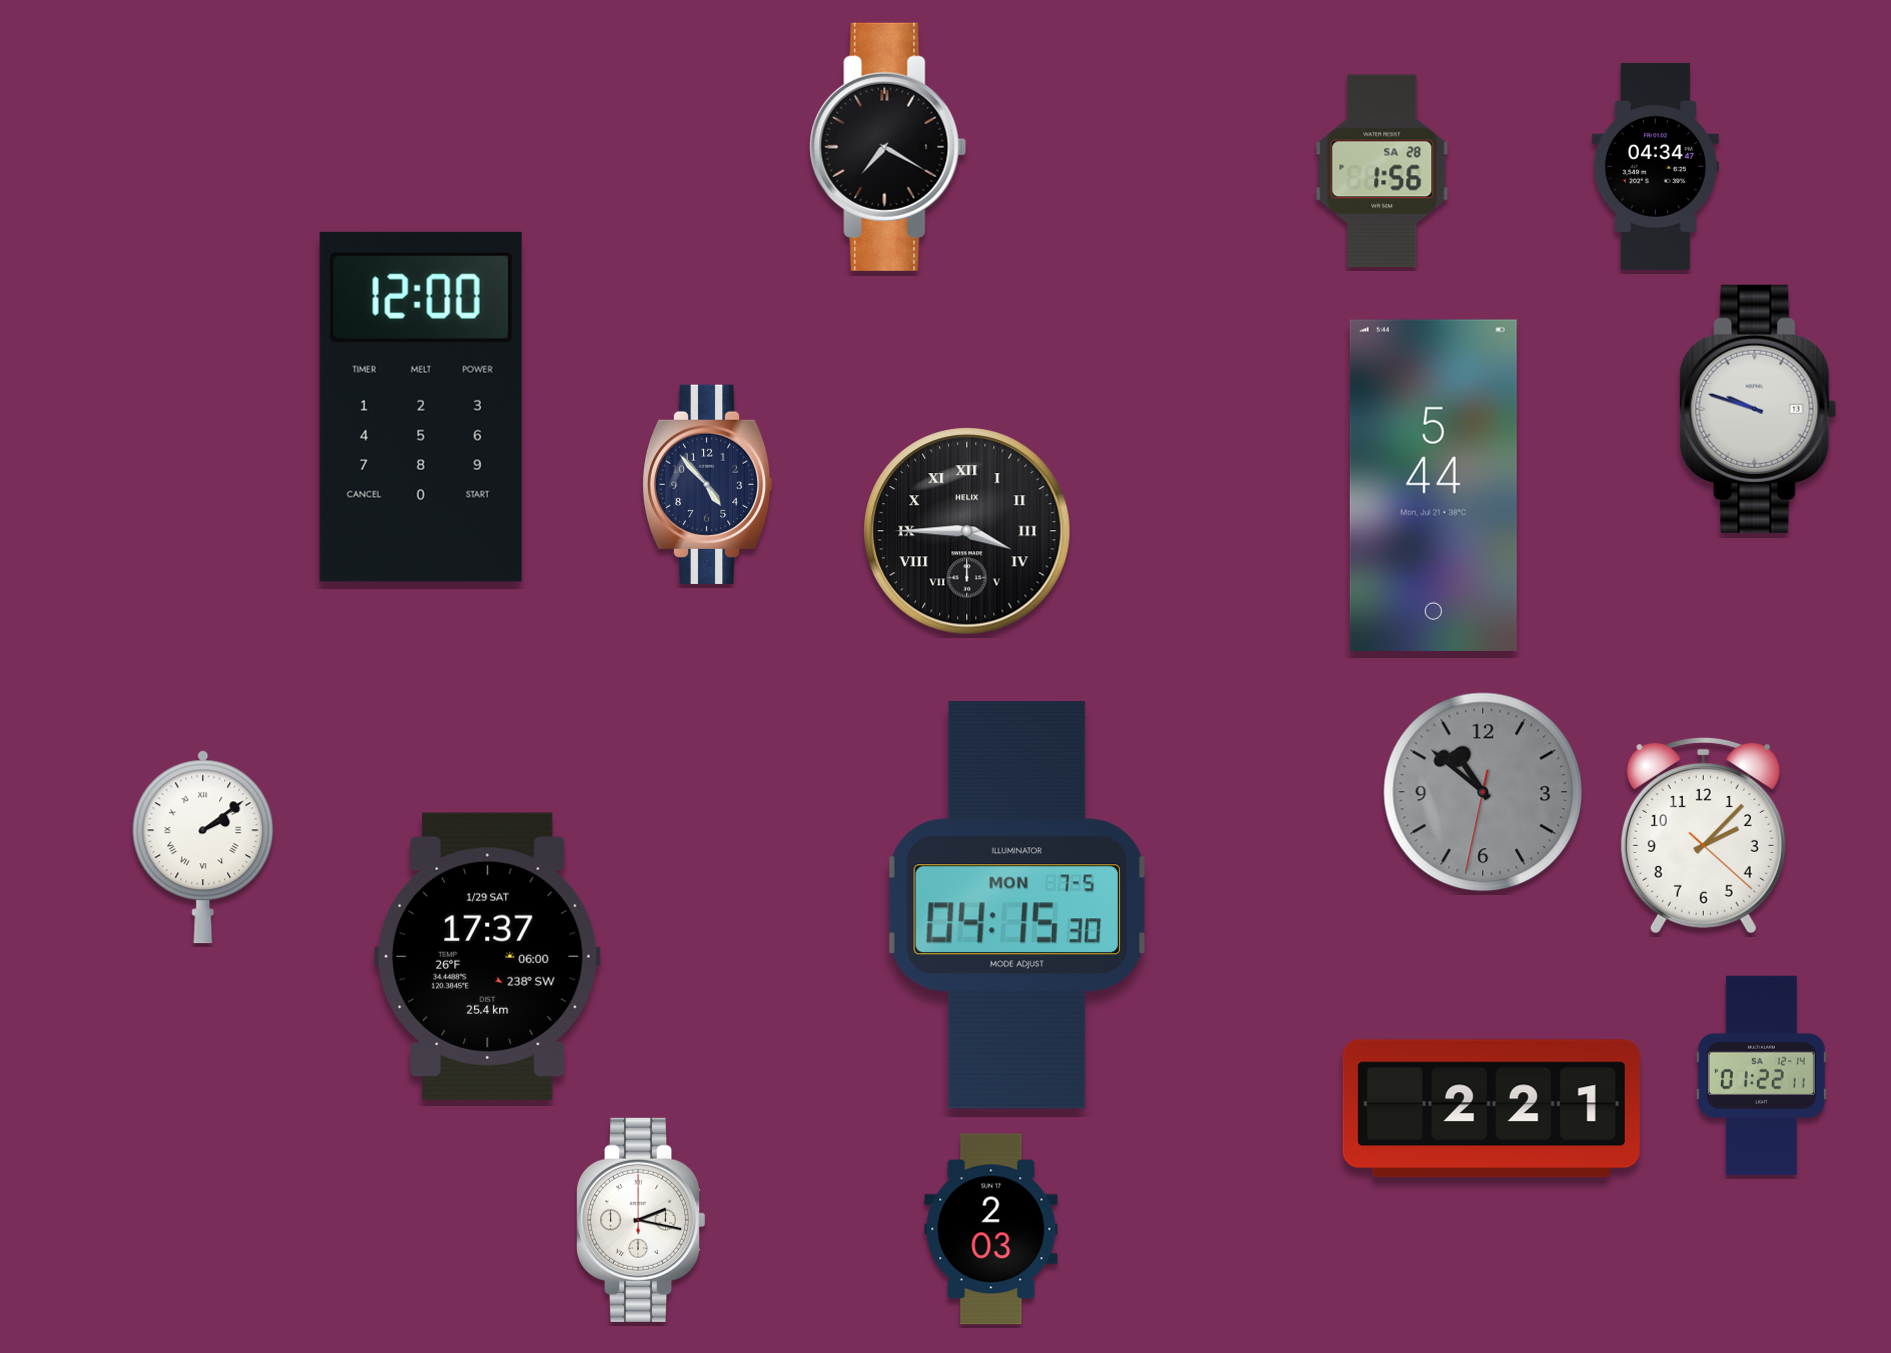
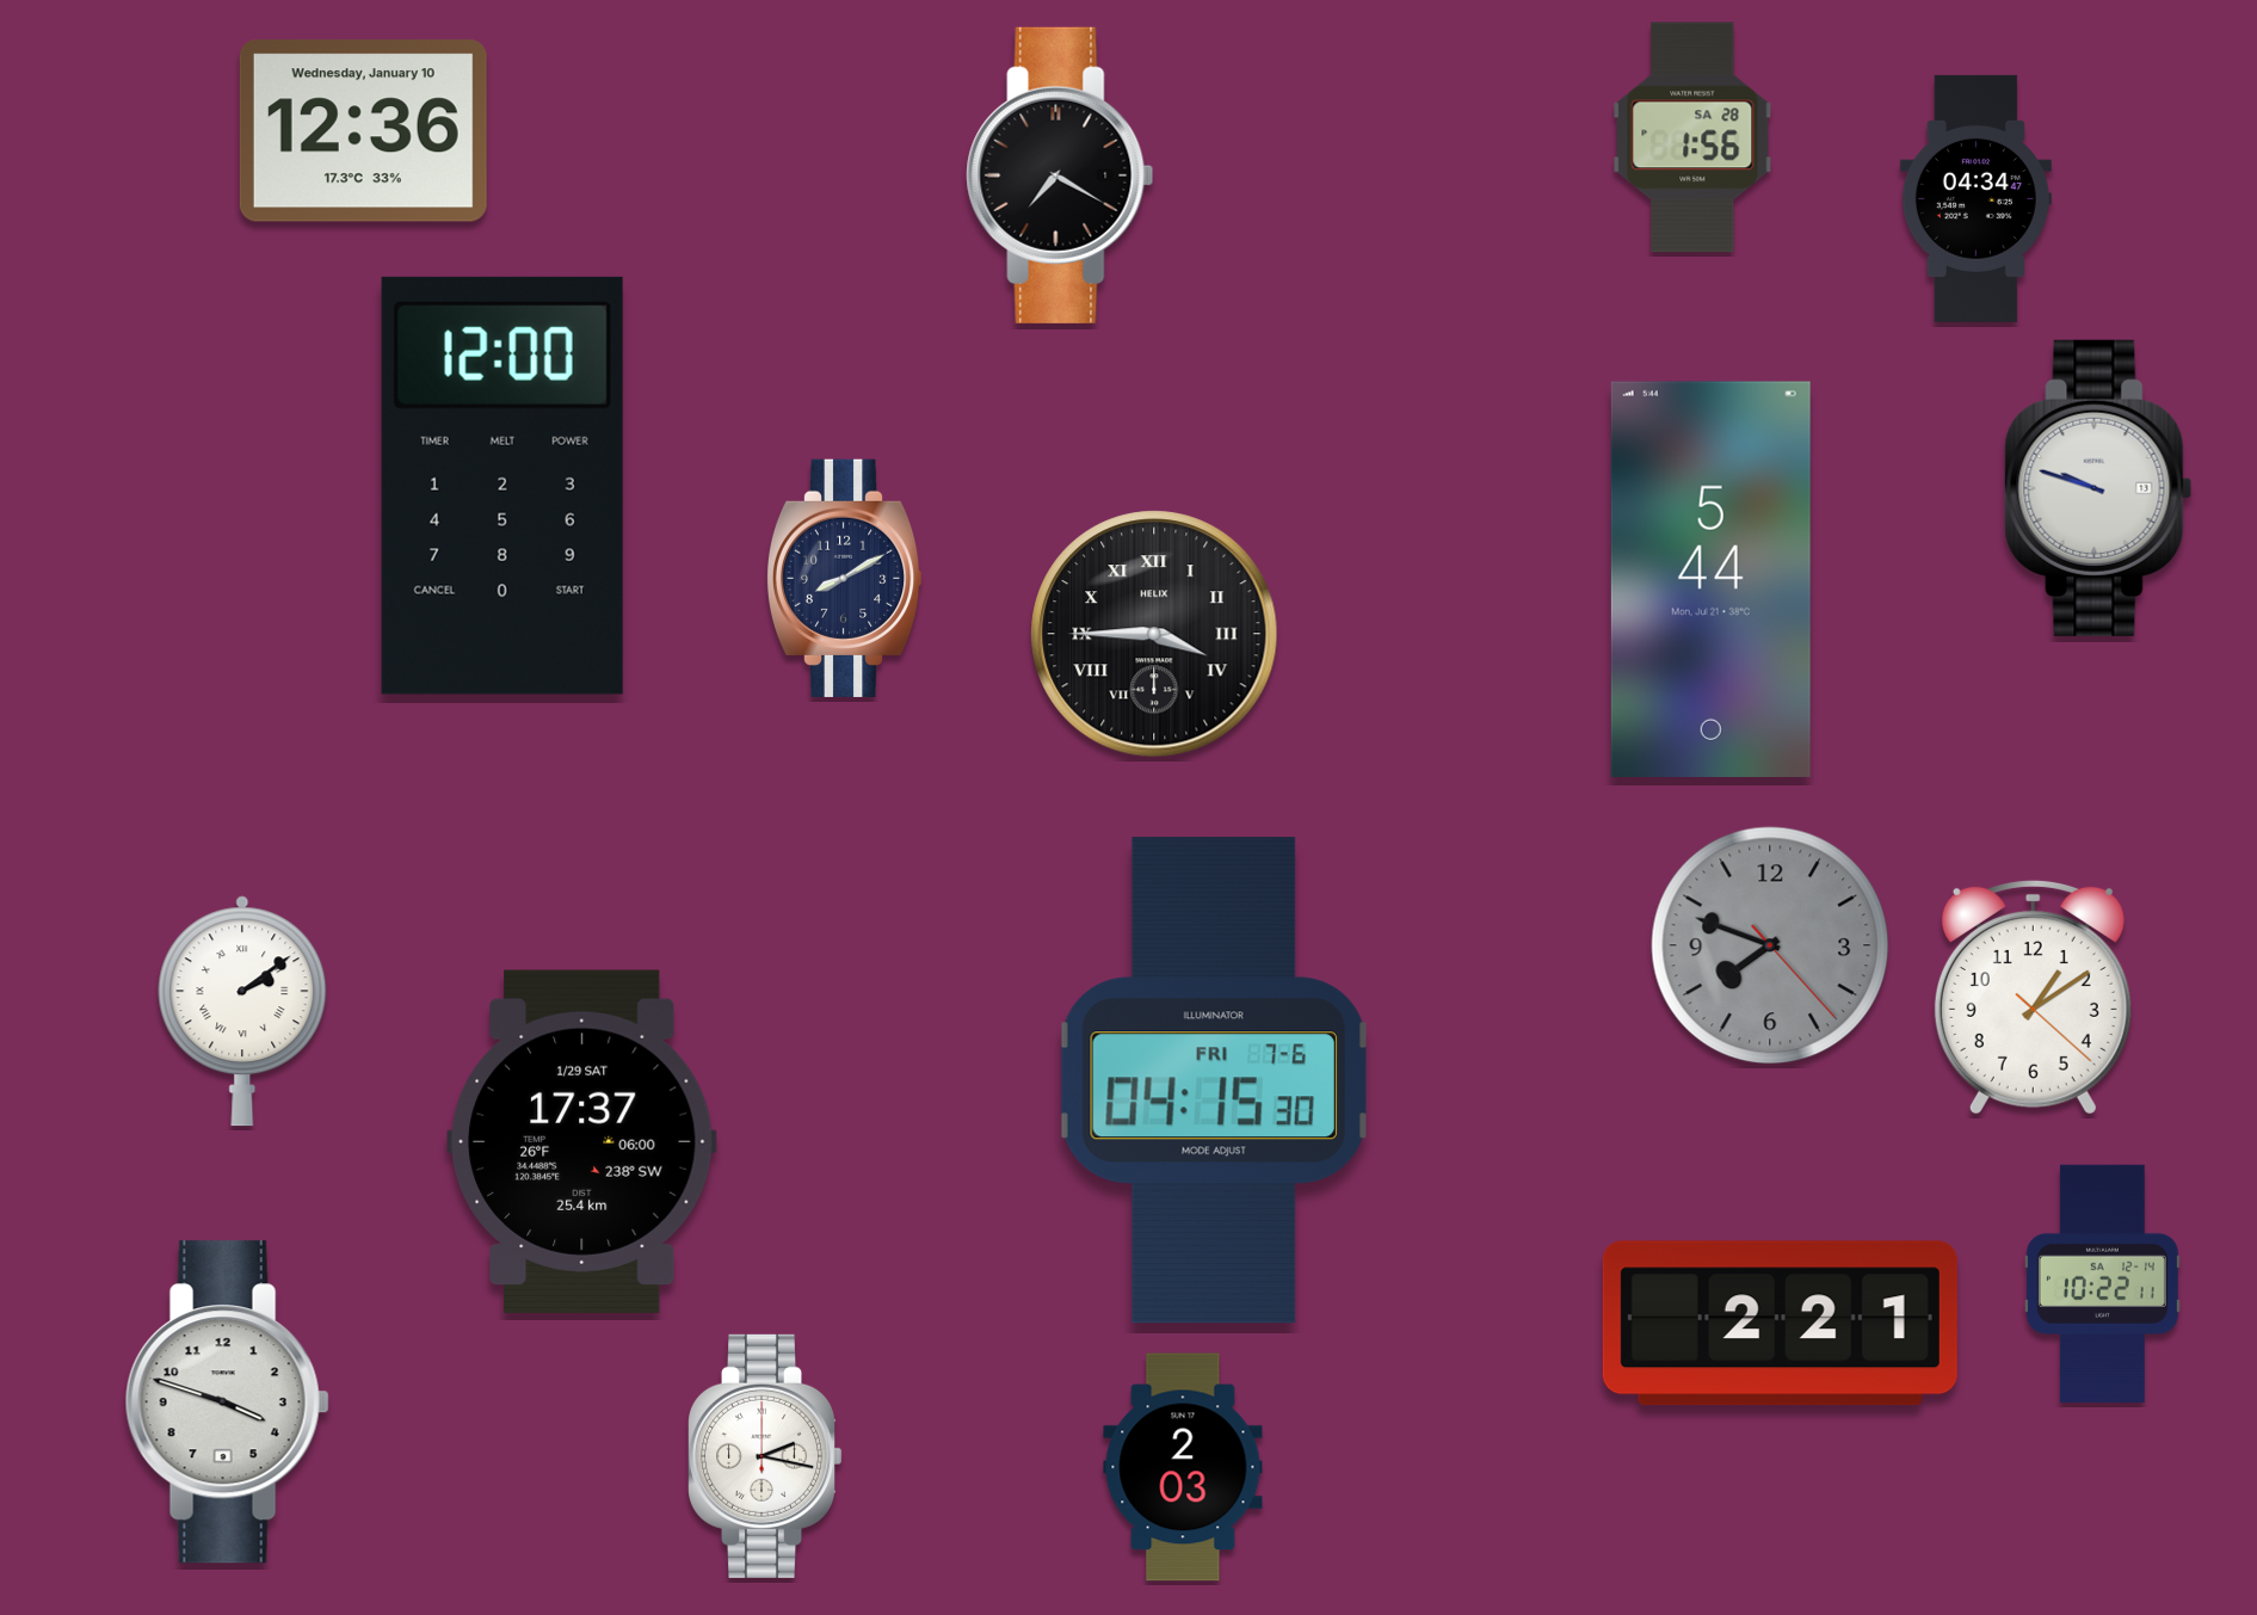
clock at (363, 131): none -> 12:36
clock at (1382, 171) position: (1382, 171) -> (1692, 137)
clock at (707, 484): 4:53 -> 8:10
clock at (1483, 792): 10:51 -> 7:48
clock at (1703, 835): 2:07 -> 1:09
clock at (1017, 905) date: MON 7-5 -> FRI 7-6
clock at (1761, 1075): 01:22 -> 10:22
clock at (227, 1403): none -> 3:48
